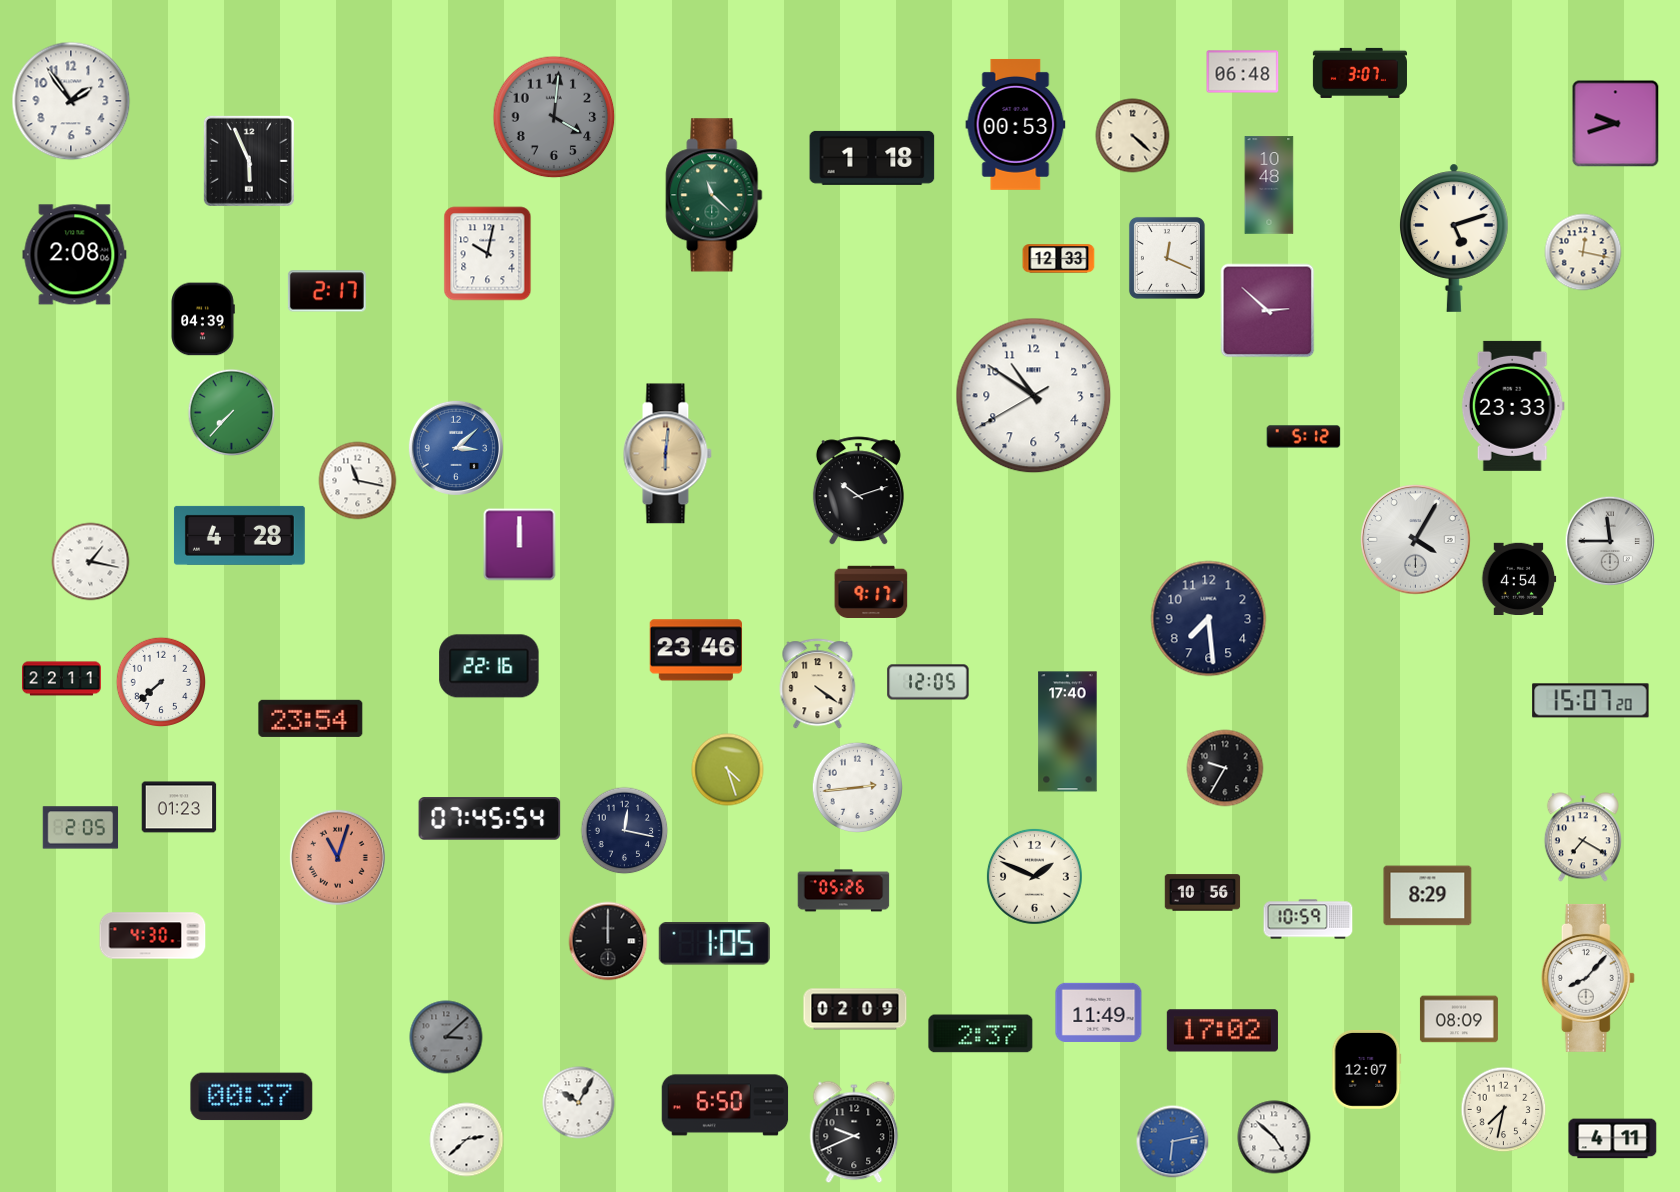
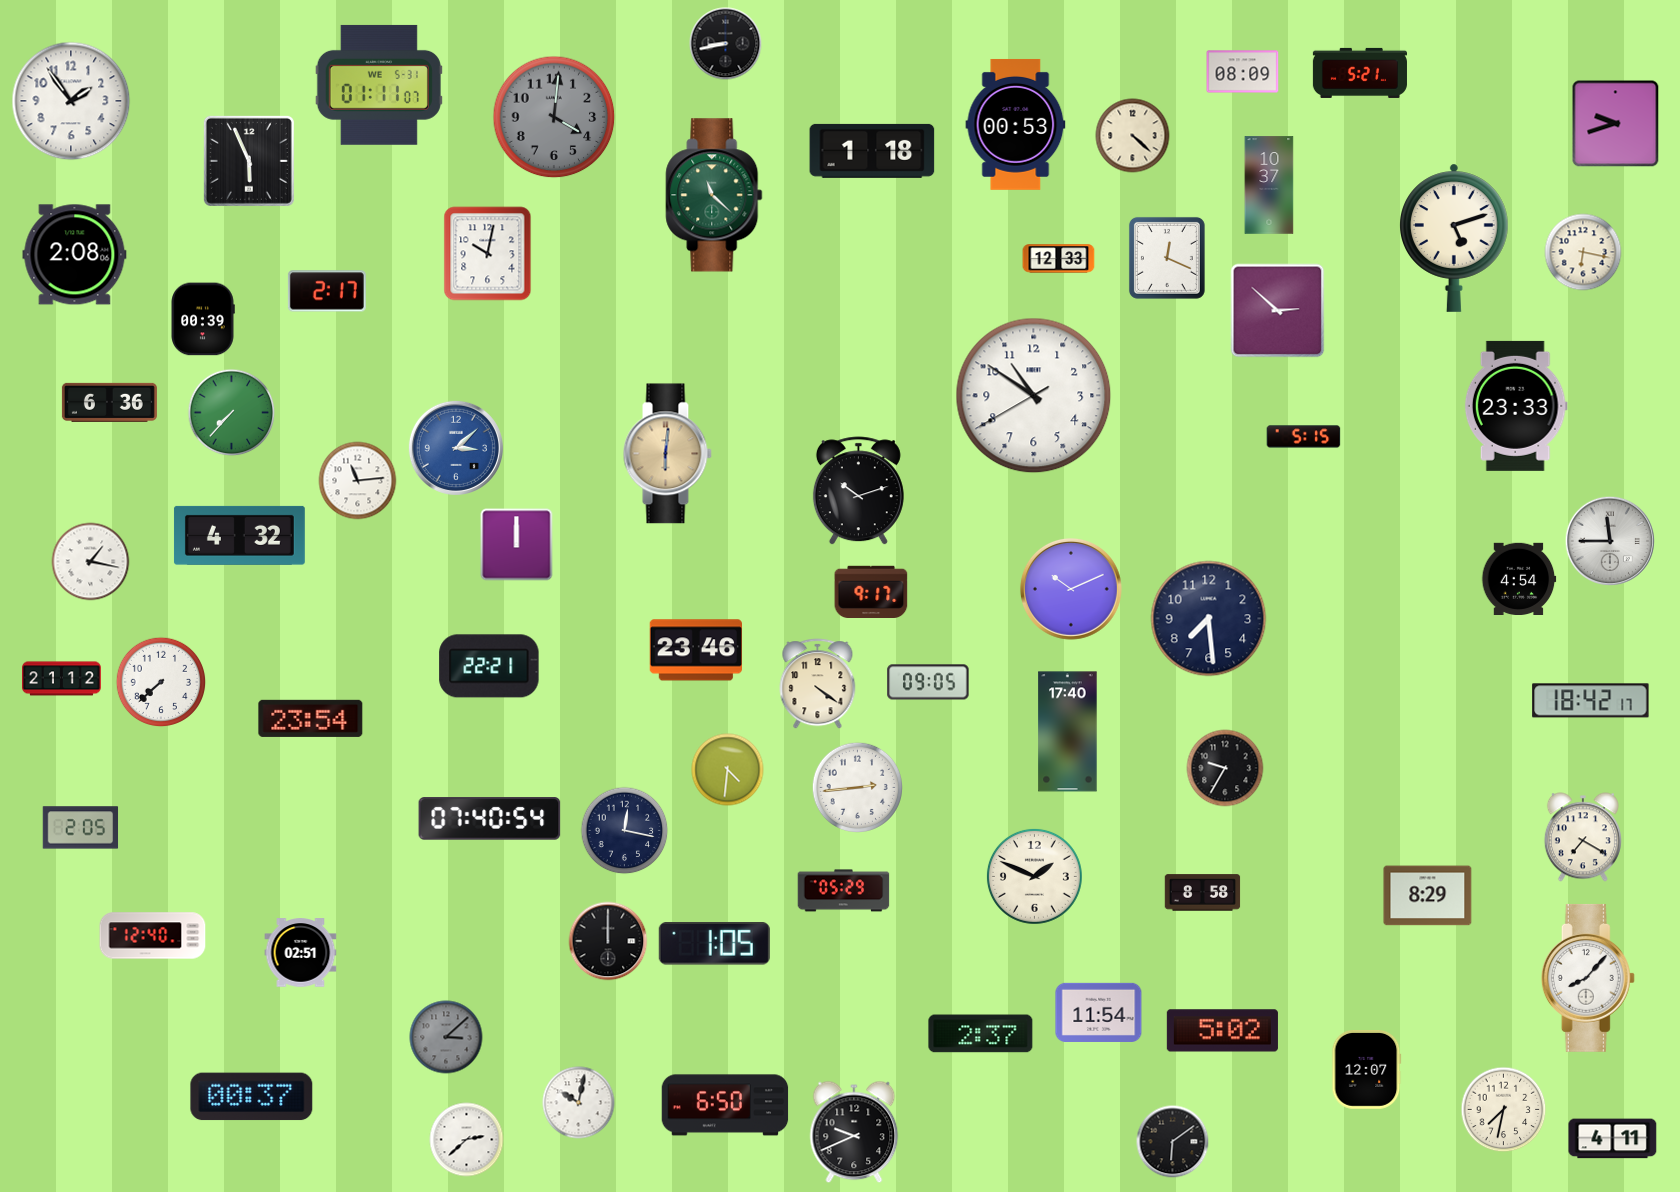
clock at (726, 44): none -> 8:43
clock at (1243, 72): 06:48 -> 08:09
clock at (1360, 73): 3:07 -> 5:21
clock at (379, 85): none -> 01:11
clock at (872, 158) position: (872, 158) -> (872, 151)
clock at (1269, 185): 10:48 -> 10:37
clock at (1583, 252): 12:17 -> 6:17
clock at (1268, 311) position: (1268, 311) -> (1278, 311)
clock at (203, 319): 04:39 -> 00:39
clock at (109, 402): none -> 6:36
clock at (1513, 406) position: (1513, 406) -> (1516, 406)
clock at (1304, 437): 5:12 -> 5:15
clock at (358, 481): 11:17 -> 11:14
clock at (239, 535): 4:28 -> 4:32
clock at (1416, 540): 4:05 -> none
clock at (520, 545) position: (520, 545) -> (517, 545)
clock at (1071, 589): none -> 10:11
clock at (489, 666): 22:16 -> 22:21
clock at (62, 679): 22:11 -> 21:12
clock at (928, 682): 12:05 -> 09:05
clock at (1591, 701): 15:07 -> 18:42
clock at (728, 770): 4:27 -> 4:31
clock at (179, 807): 01:23 -> none
clock at (490, 819): 07:45 -> 07:40
clock at (337, 857): 11:03 -> none
clock at (844, 891): 05:26 -> 05:29
clock at (1203, 893): 10:56 -> 8:58
clock at (1308, 919): 10:59 -> none
clock at (153, 936): 4:30 -> 12:40
clock at (301, 953): none -> 02:51
clock at (855, 1009): 02:09 -> none
clock at (1099, 1012): 11:49 -> 11:54
clock at (1459, 1019): 08:09 -> none
clock at (1222, 1031): 17:02 -> 5:02
clock at (579, 1103): 10:05 -> 10:02
clock at (1274, 1137): 4:52 -> none
clock at (1173, 1142): 6:13 -> 6:09
clock at (1173, 1142) dial: blue -> black
